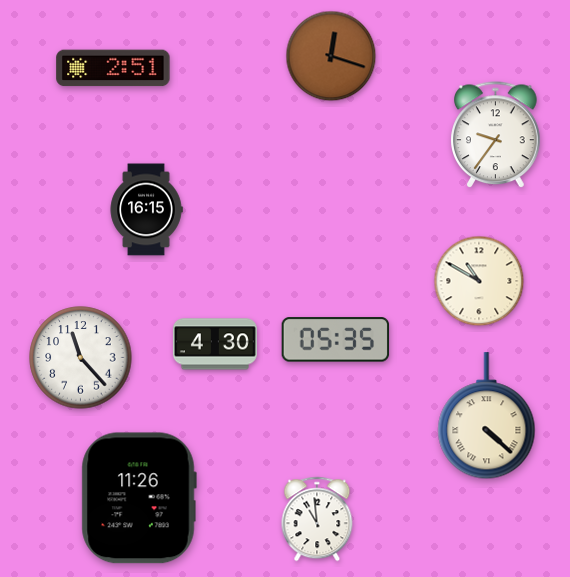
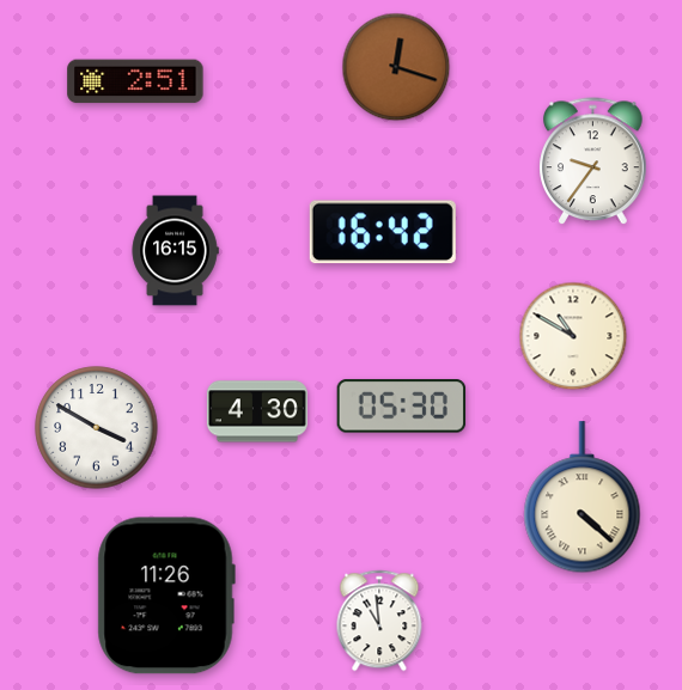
clock at (383, 232): none -> 16:42
clock at (336, 340): 05:35 -> 05:30
clock at (81, 358): 11:23 -> 3:50
